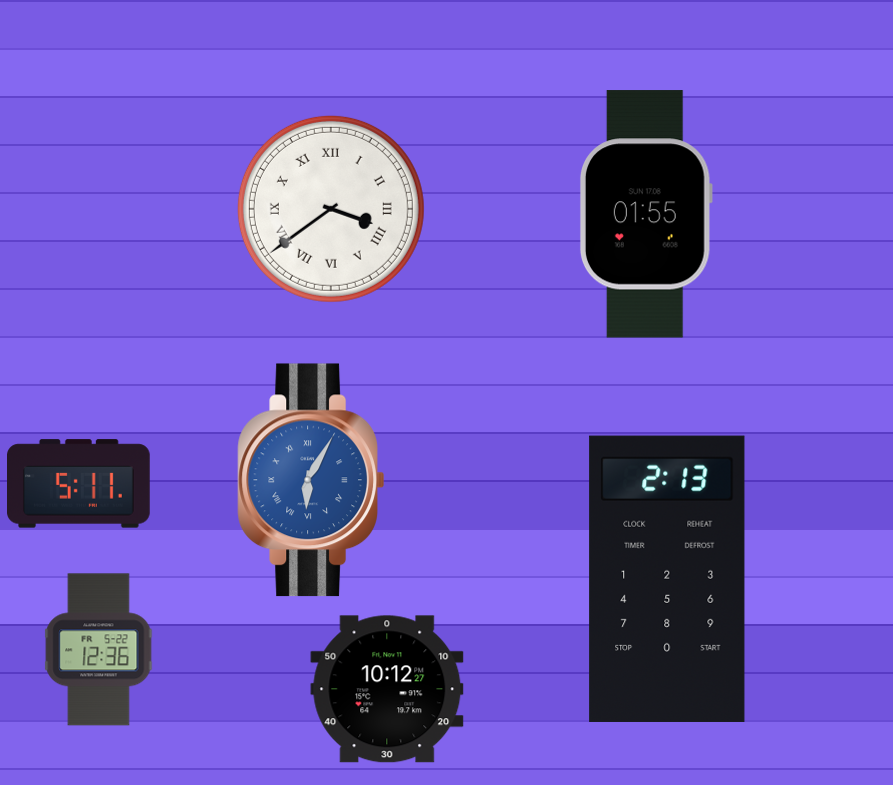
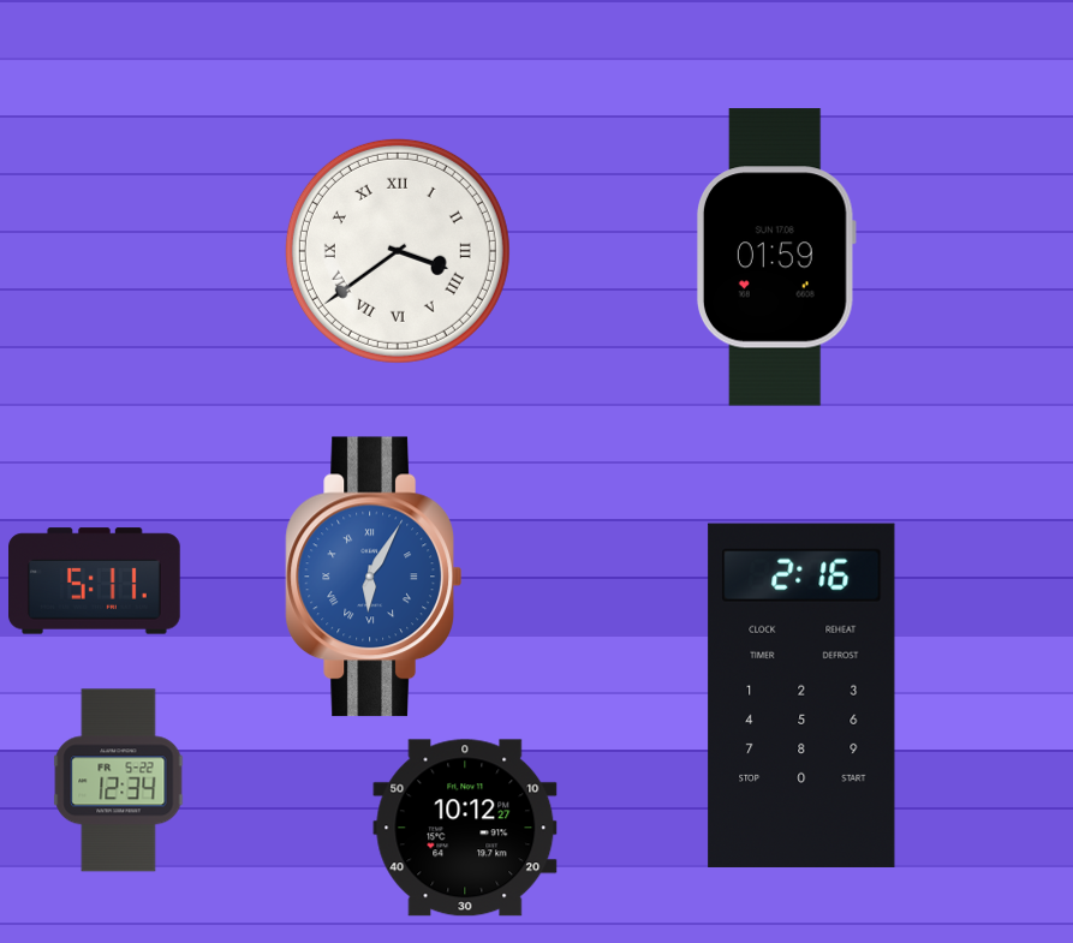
clock at (646, 214): 01:55 -> 01:59
clock at (667, 579): 2:13 -> 2:16
clock at (99, 650): 12:36 -> 12:34
